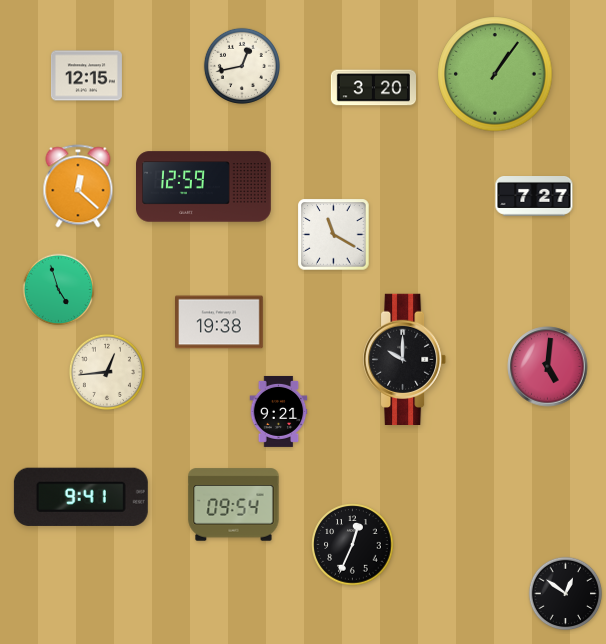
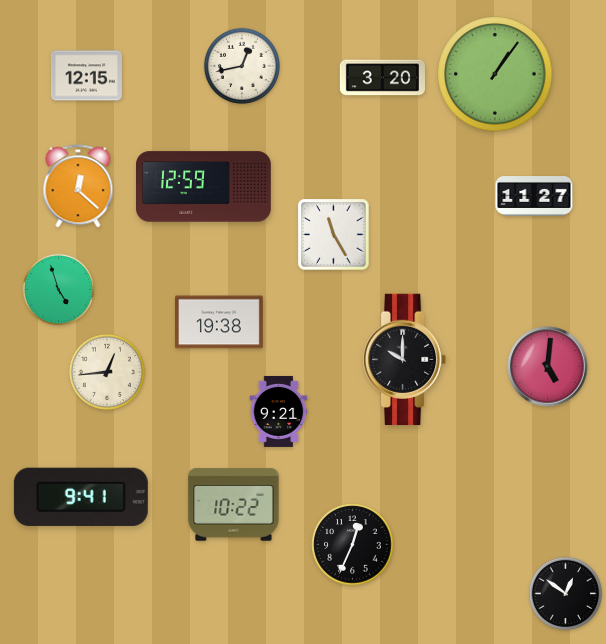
clock at (373, 88) position: (373, 88) -> (382, 78)
clock at (534, 197): 7:27 -> 11:27
clock at (334, 235): 11:20 -> 11:25
clock at (234, 505): 09:54 -> 10:22
